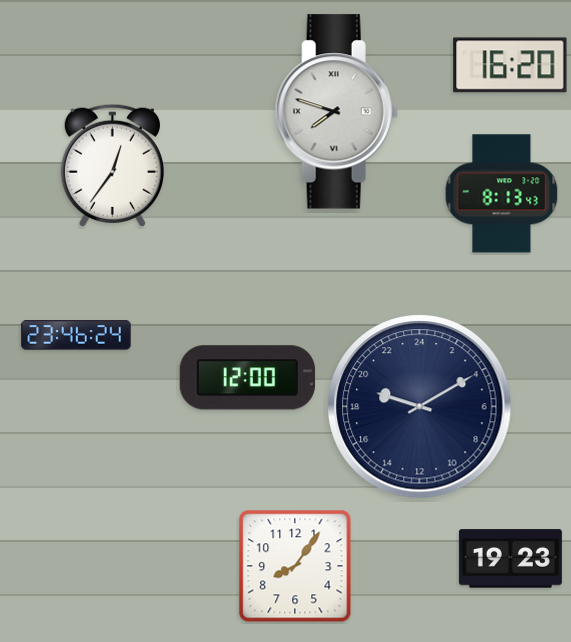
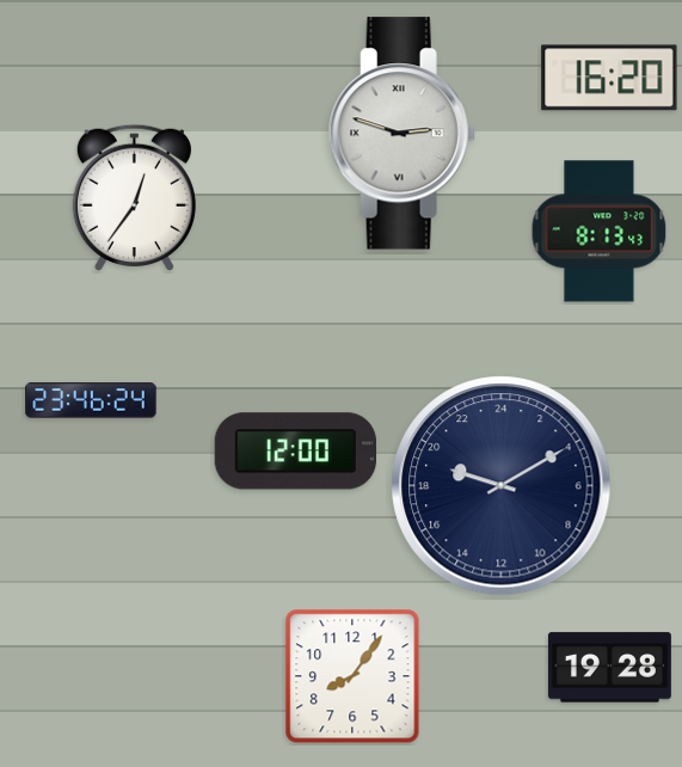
clock at (336, 112): 7:48 -> 2:48
clock at (510, 559): 19:23 -> 19:28
